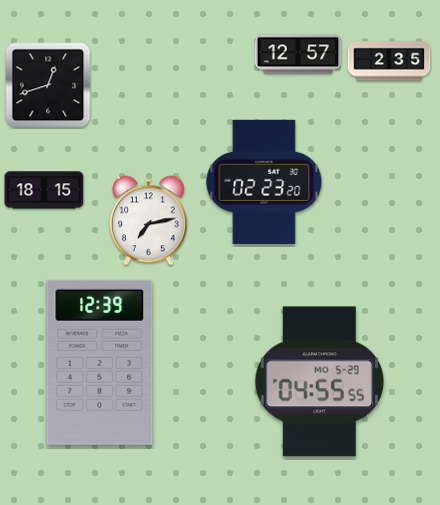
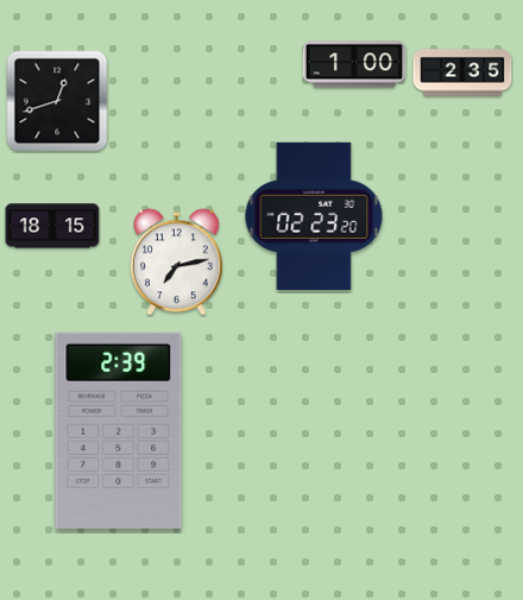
clock at (298, 54): 12:57 -> 1:00
clock at (100, 362): 12:39 -> 2:39
clock at (319, 382): 04:55 -> none
